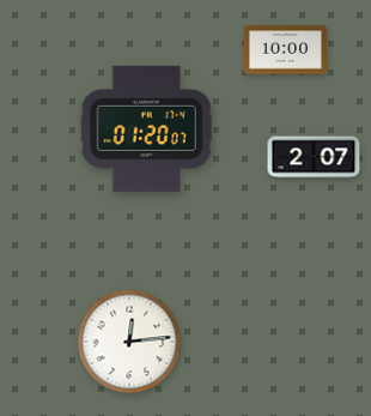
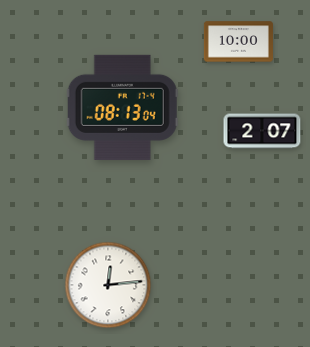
clock at (146, 128): 01:20 -> 08:13
